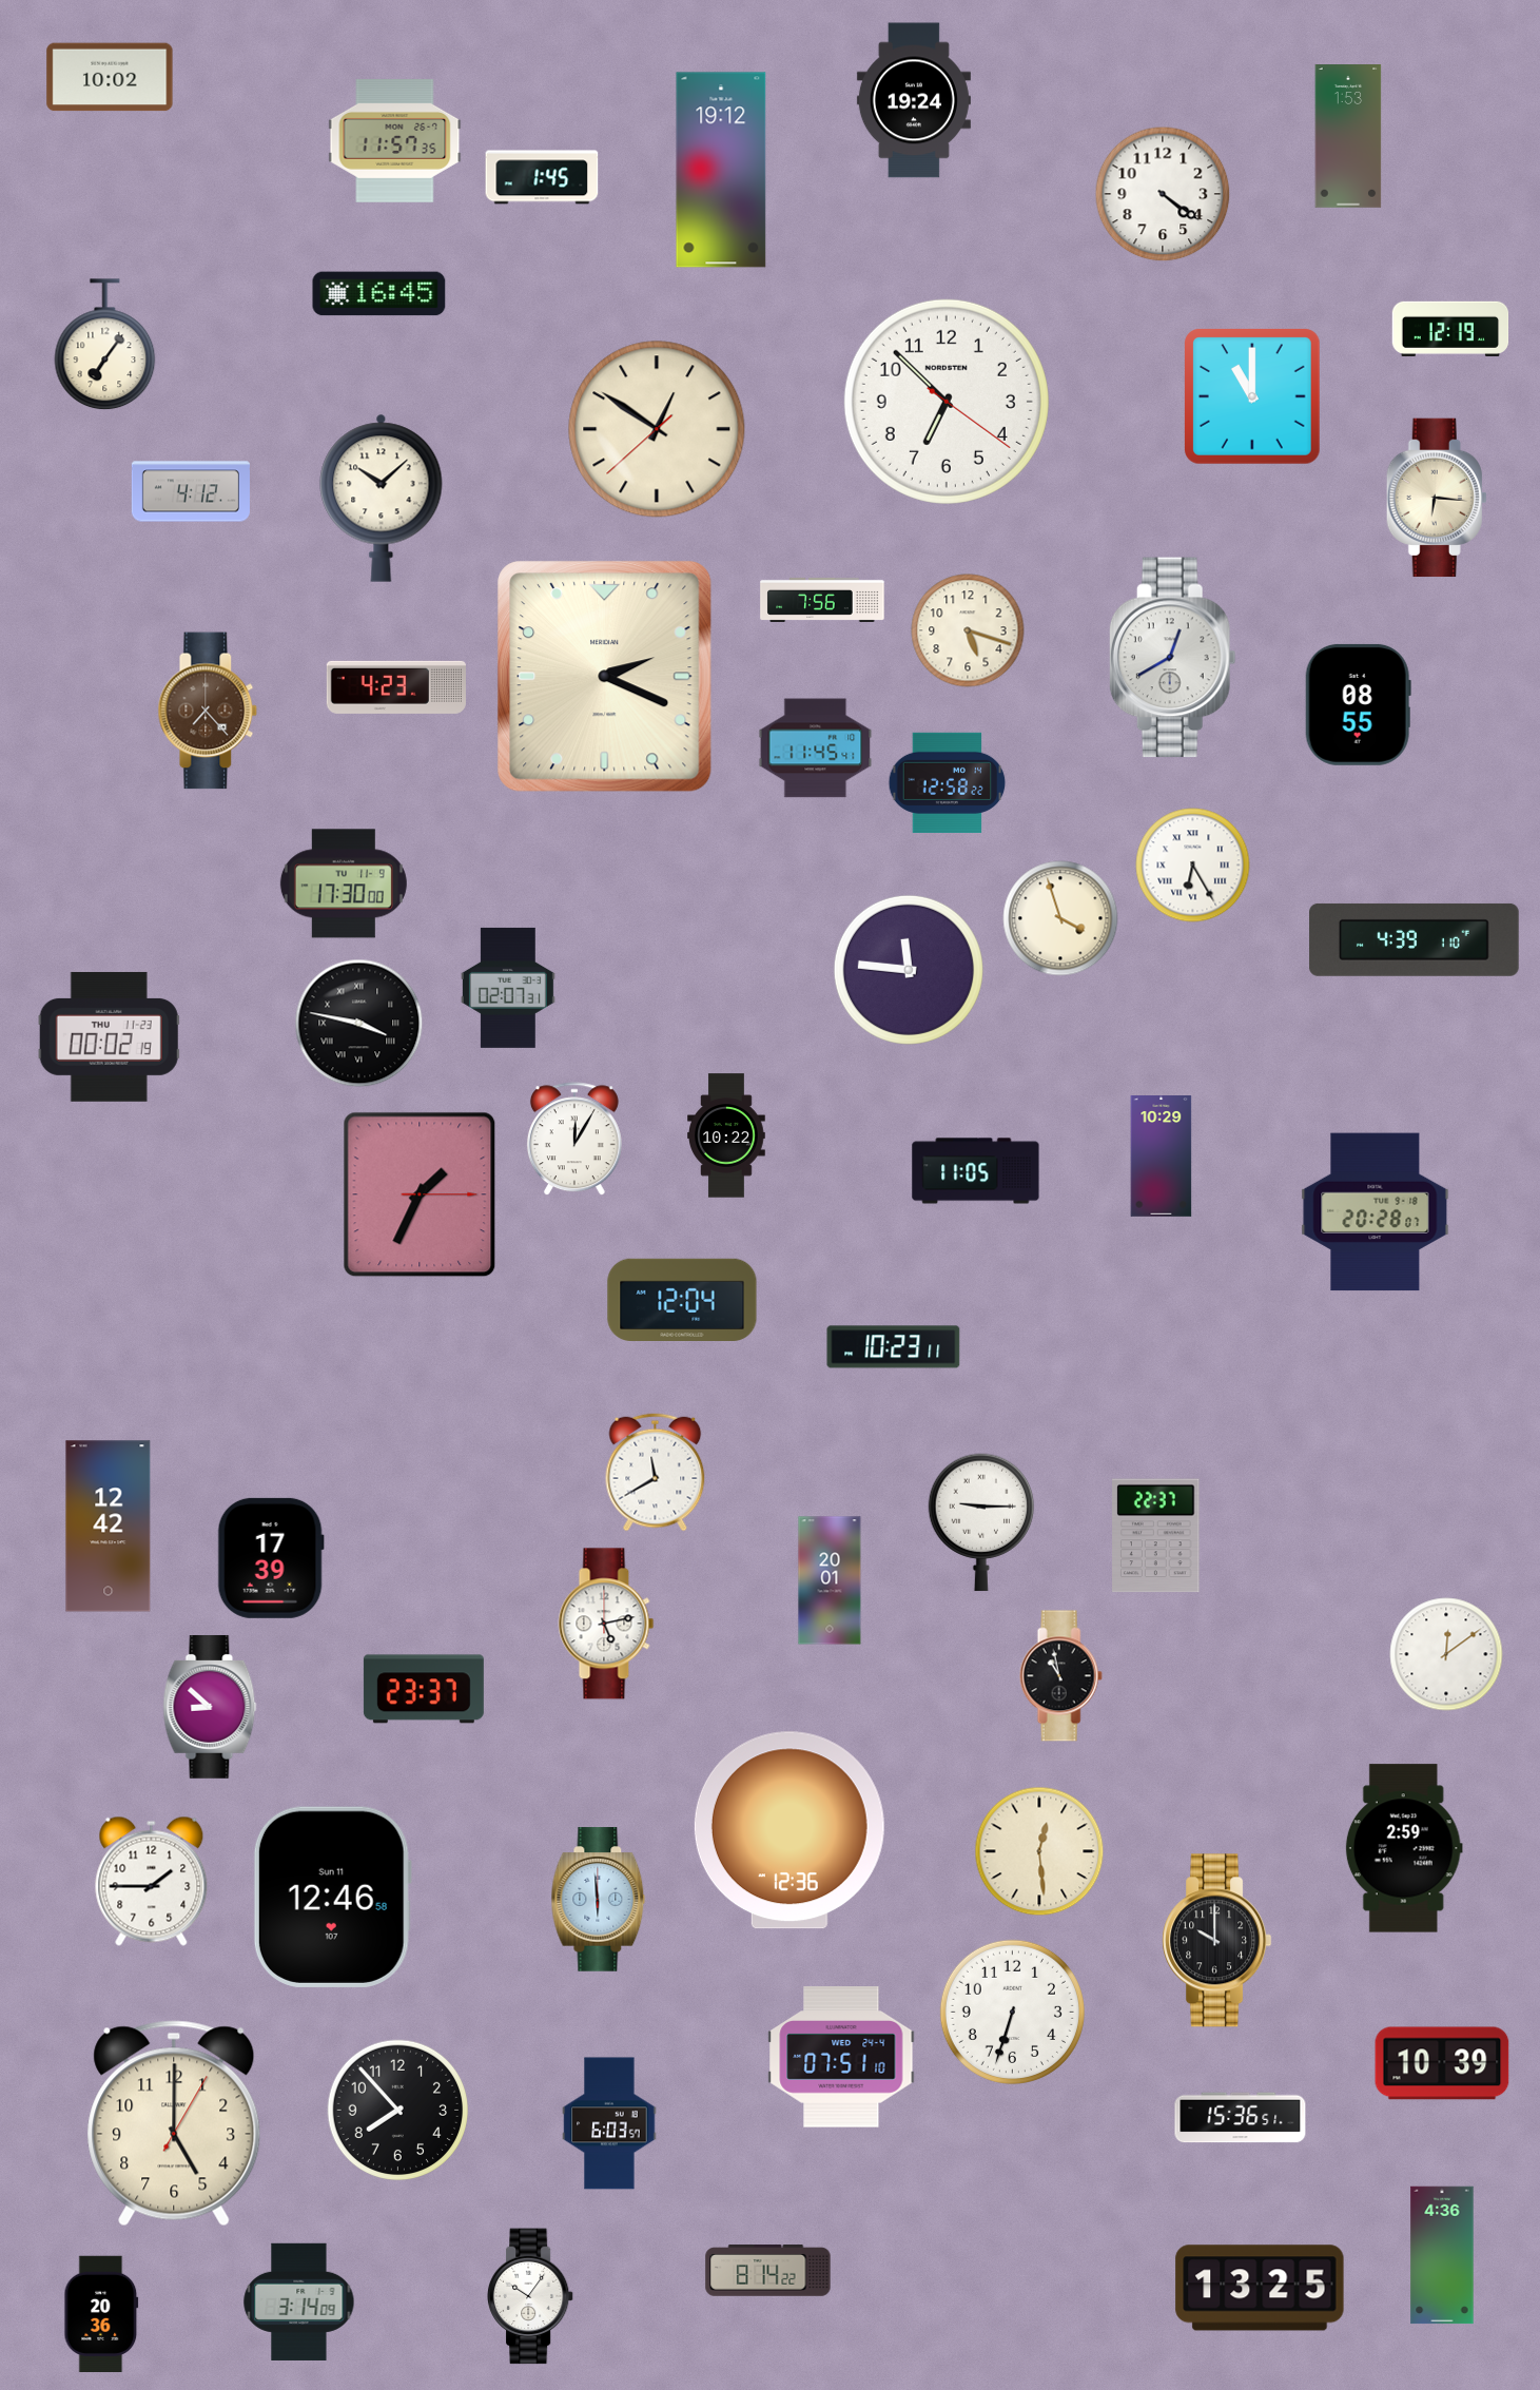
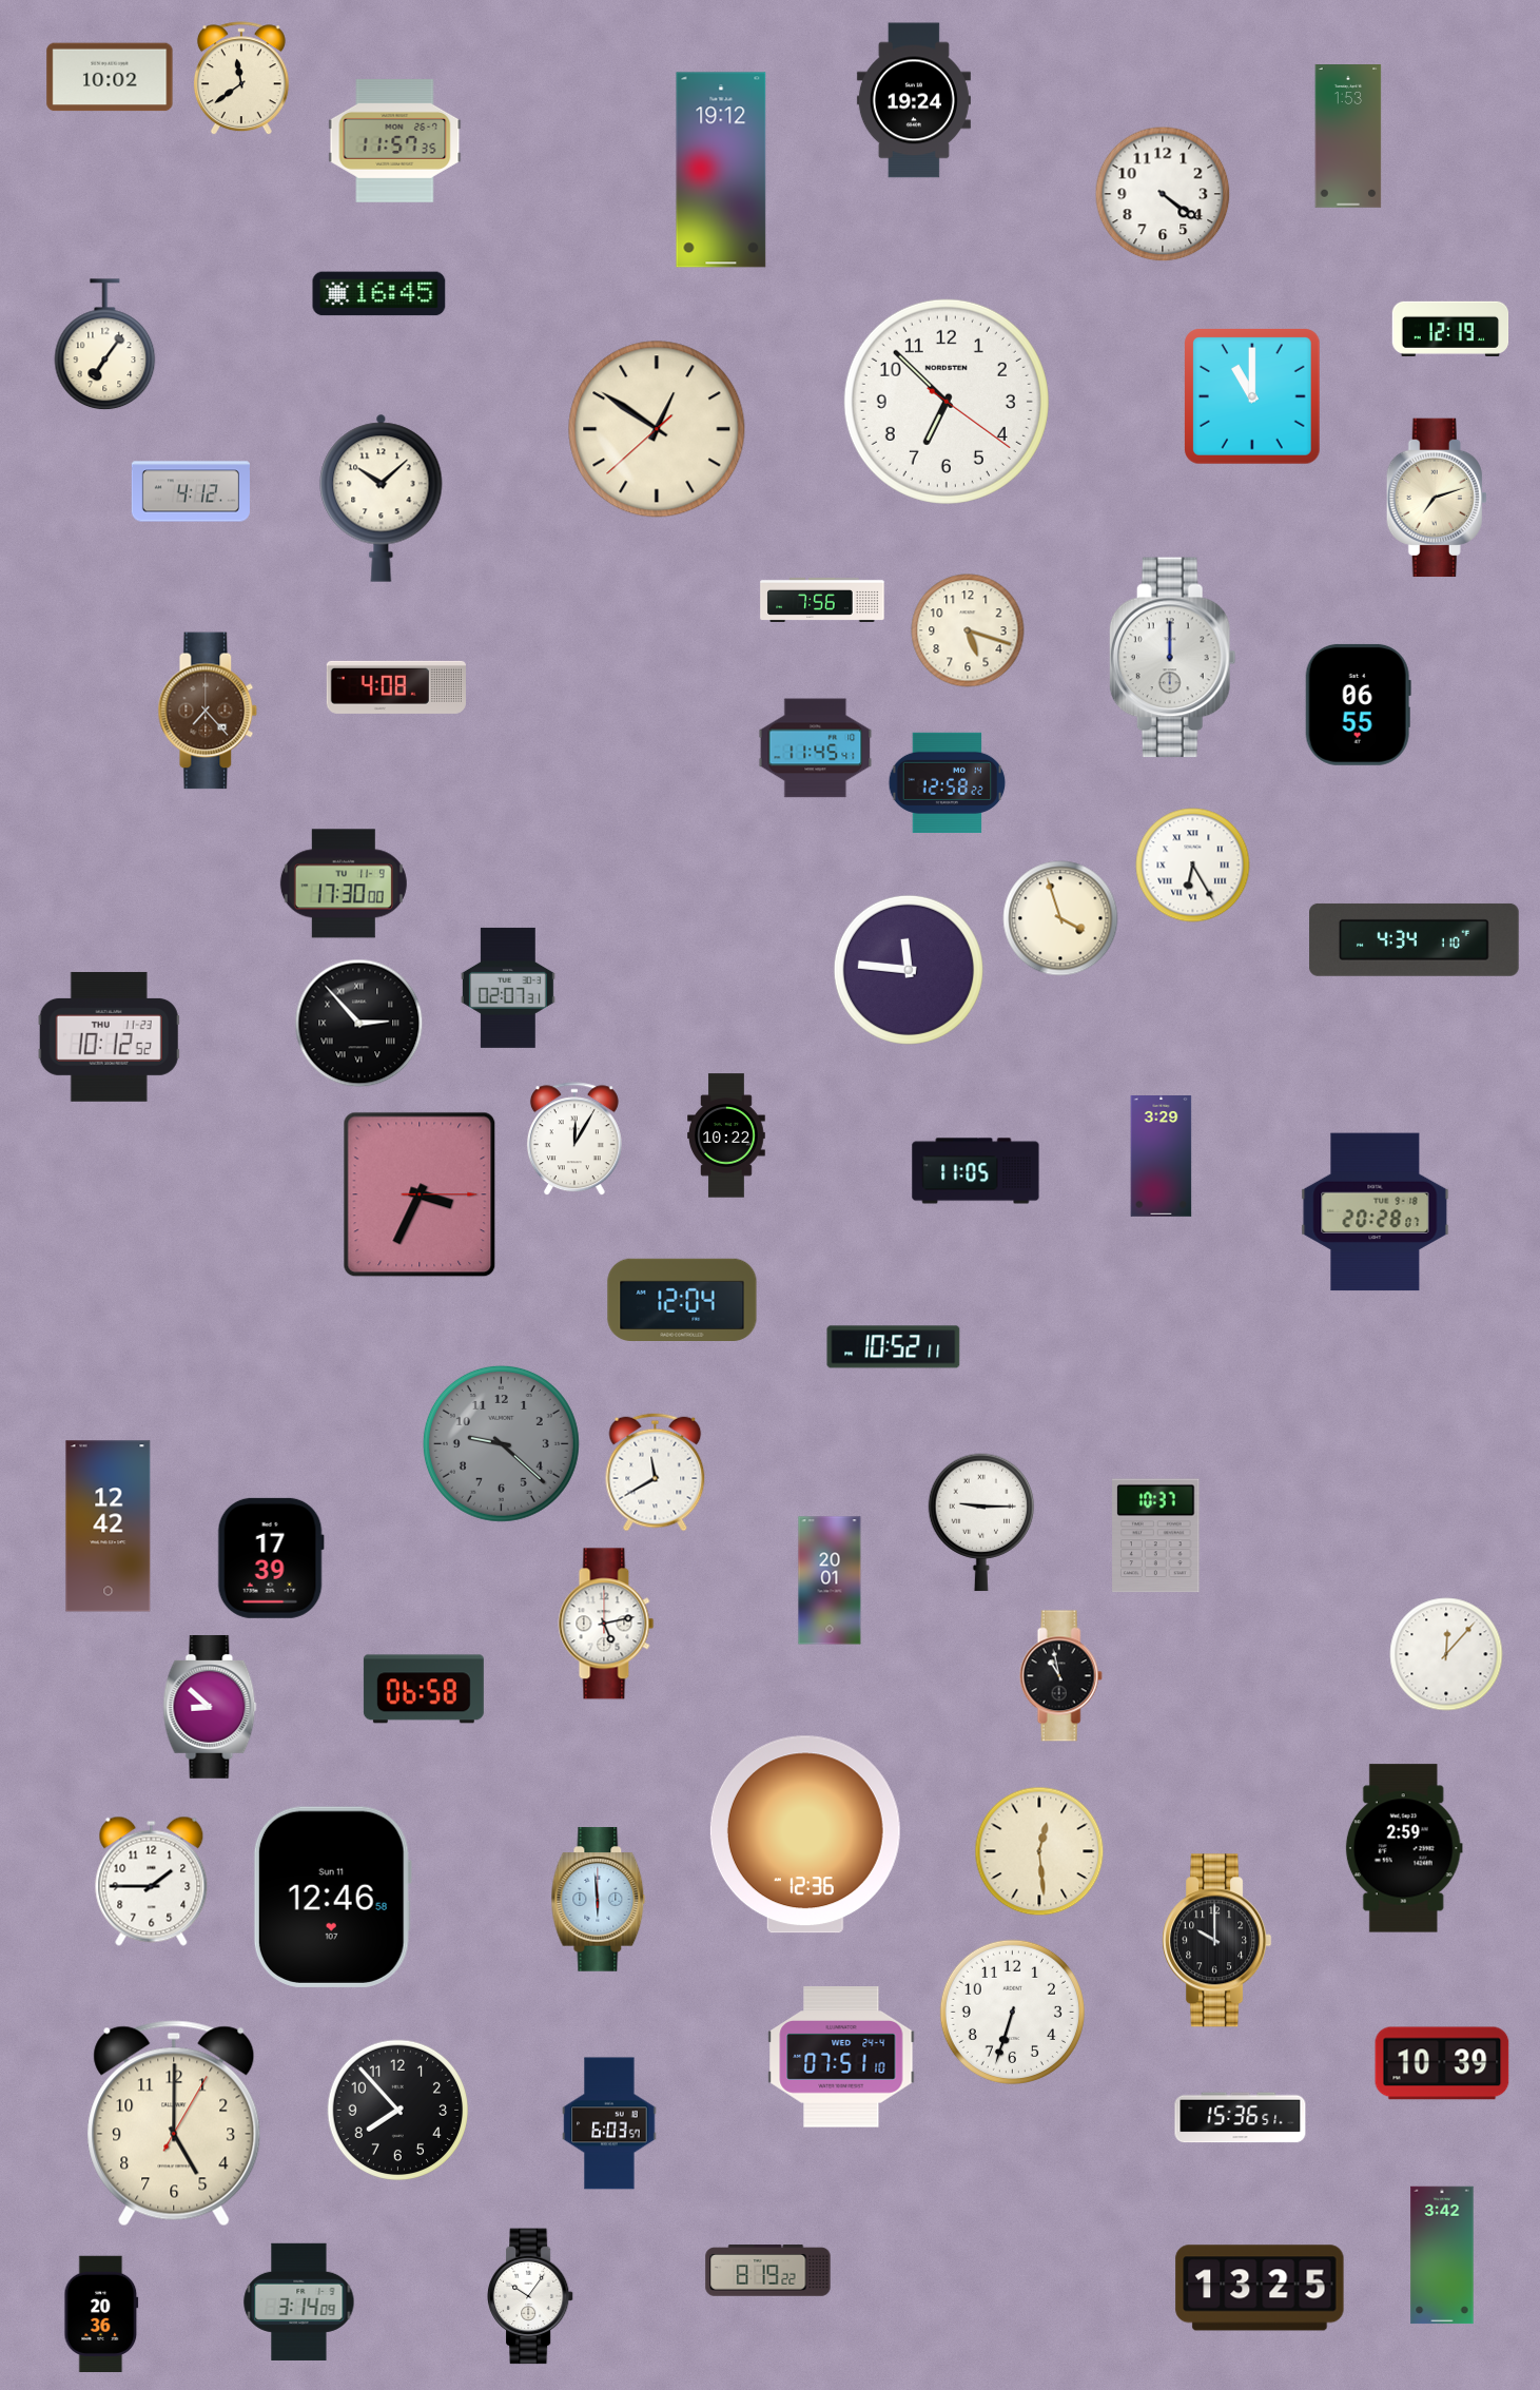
clock at (241, 79): none -> 11:39
clock at (542, 177): 1:45 -> none
clock at (1437, 498): 6:16 -> 7:12
clock at (1172, 658): 12:40 -> 12:00
clock at (605, 677): 2:19 -> none
clock at (396, 687): 4:23 -> 4:08
clock at (1358, 704): 08:55 -> 06:55
clock at (1415, 939): 4:39 -> 4:34
clock at (359, 1024): 3:47 -> 2:53
clock at (109, 1036): 00:02 -> 10:12
clock at (1162, 1157): 10:29 -> 3:29
clock at (420, 1194): 1:34 -> 3:34
clock at (894, 1347): 10:23 -> 10:52
clock at (501, 1443): none -> 9:22
clock at (1156, 1536): 22:37 -> 10:37
clock at (1446, 1654): 12:09 -> 12:07
clock at (424, 1689): 23:37 -> 06:58
clock at (790, 1830) position: (790, 1830) -> (805, 1834)
clock at (1442, 2255): 4:36 -> 3:42
clock at (768, 2271): 8:14 -> 8:19
